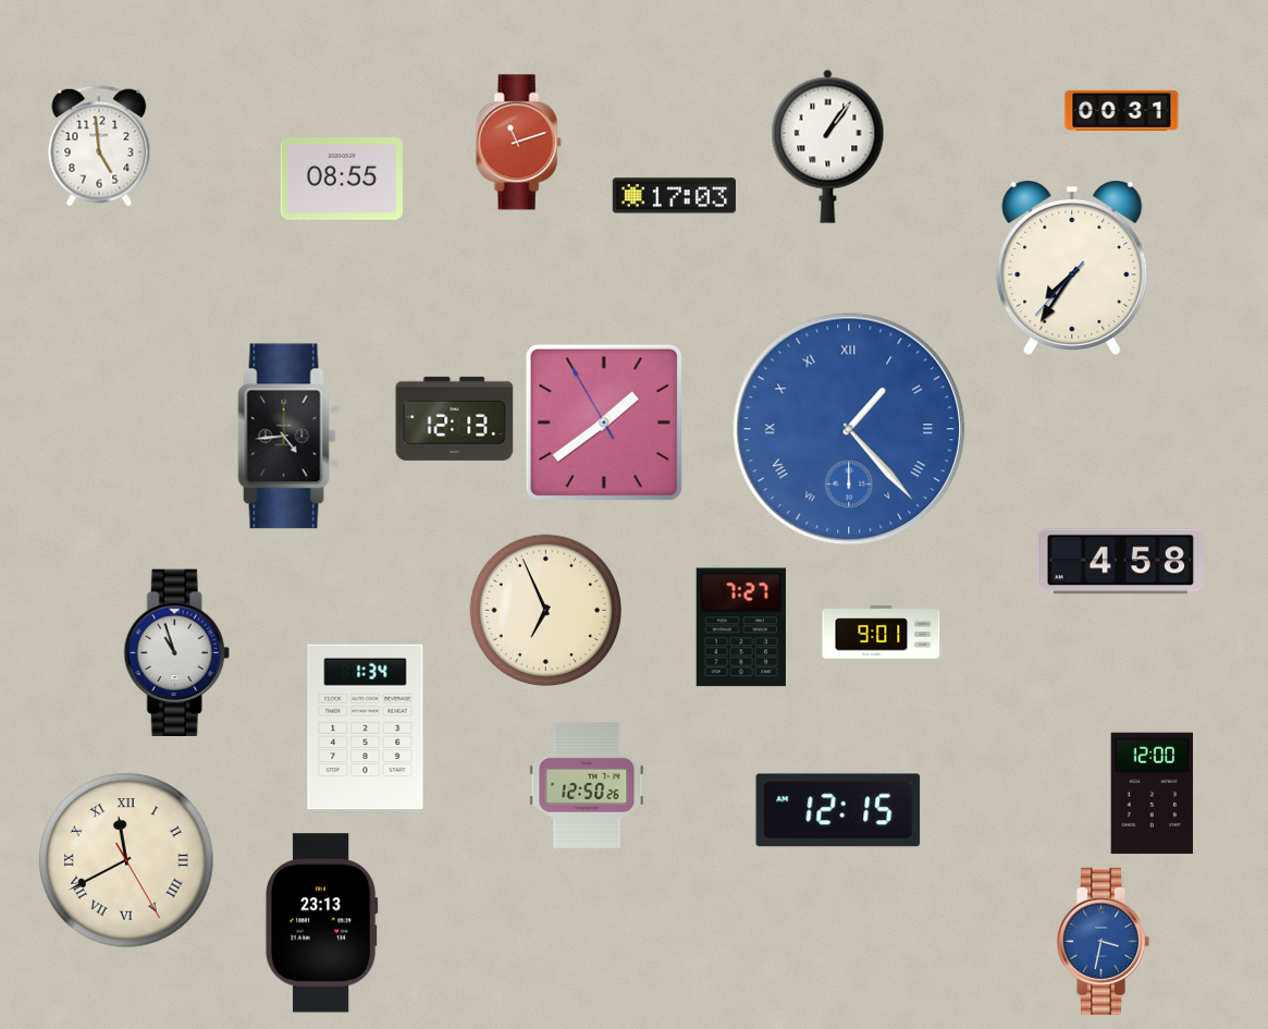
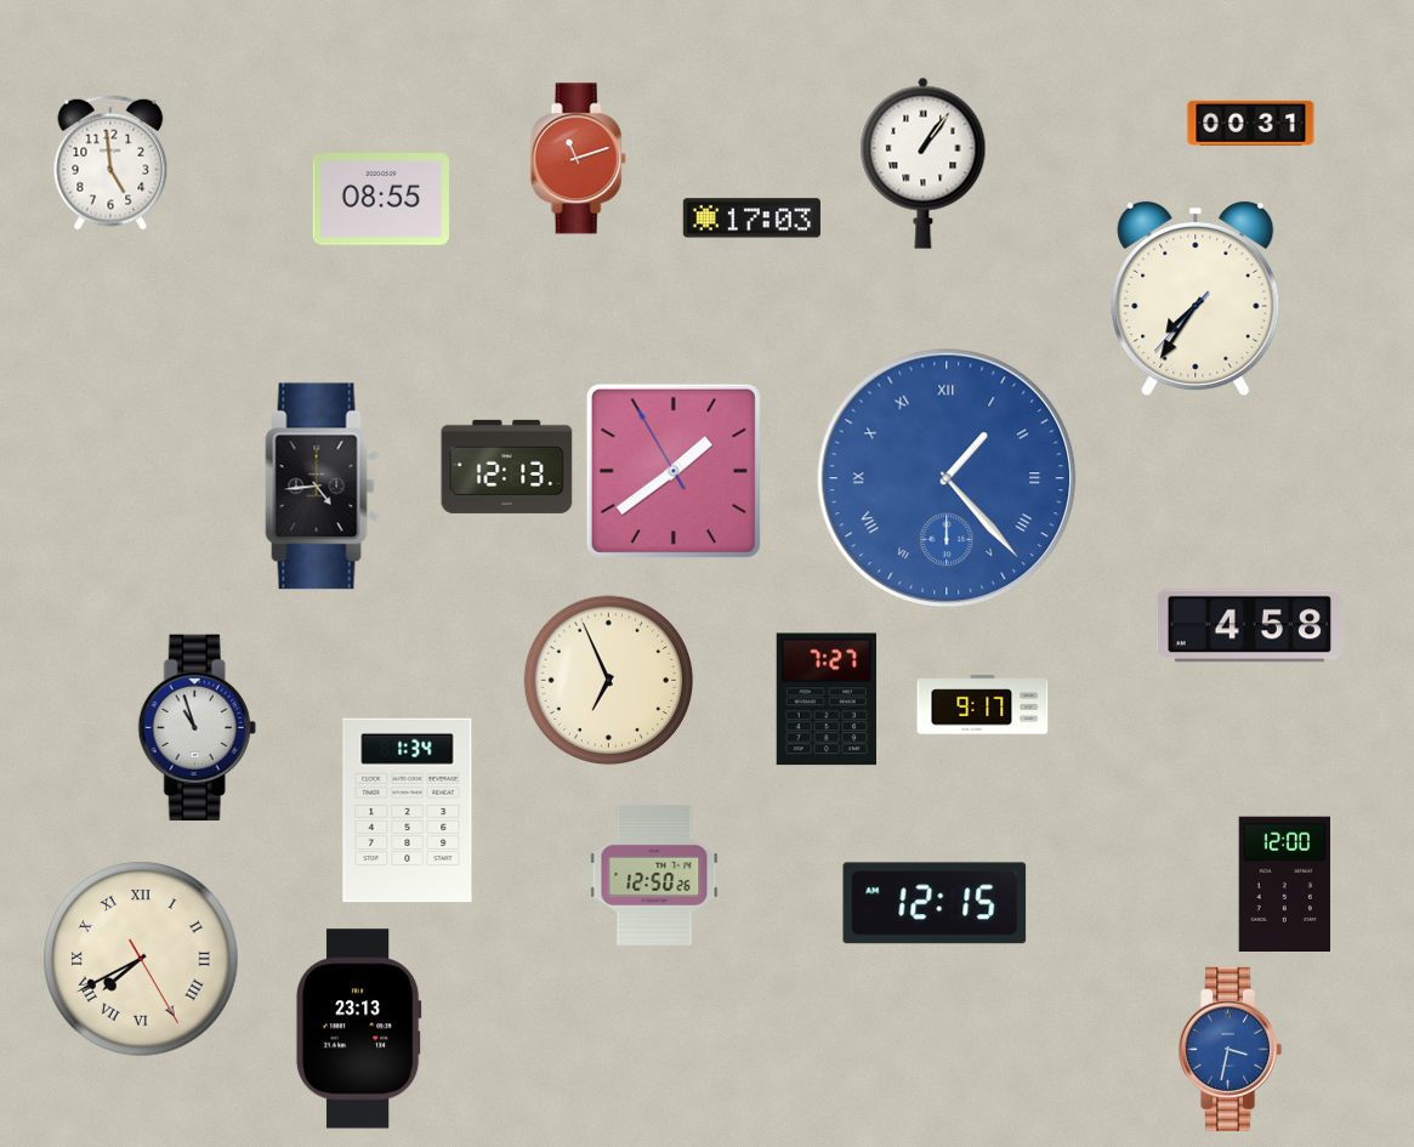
clock at (882, 633): 9:01 -> 9:17
clock at (127, 861): 11:40 -> 7:40
